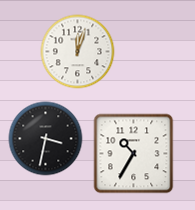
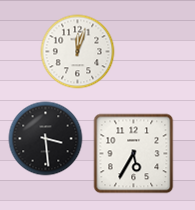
clock at (46, 139): 3:32 -> 3:29
clock at (134, 154): 10:35 -> 5:35
